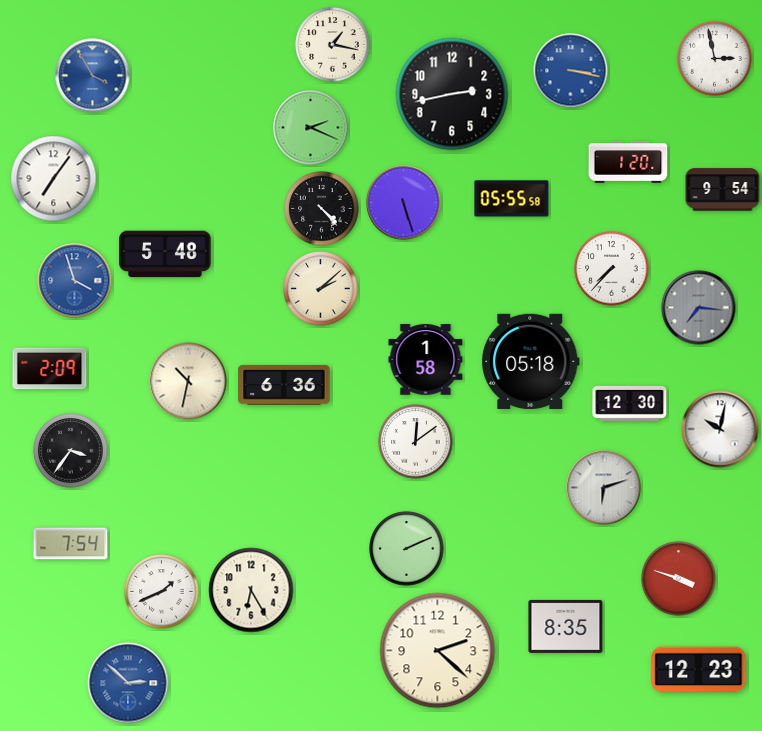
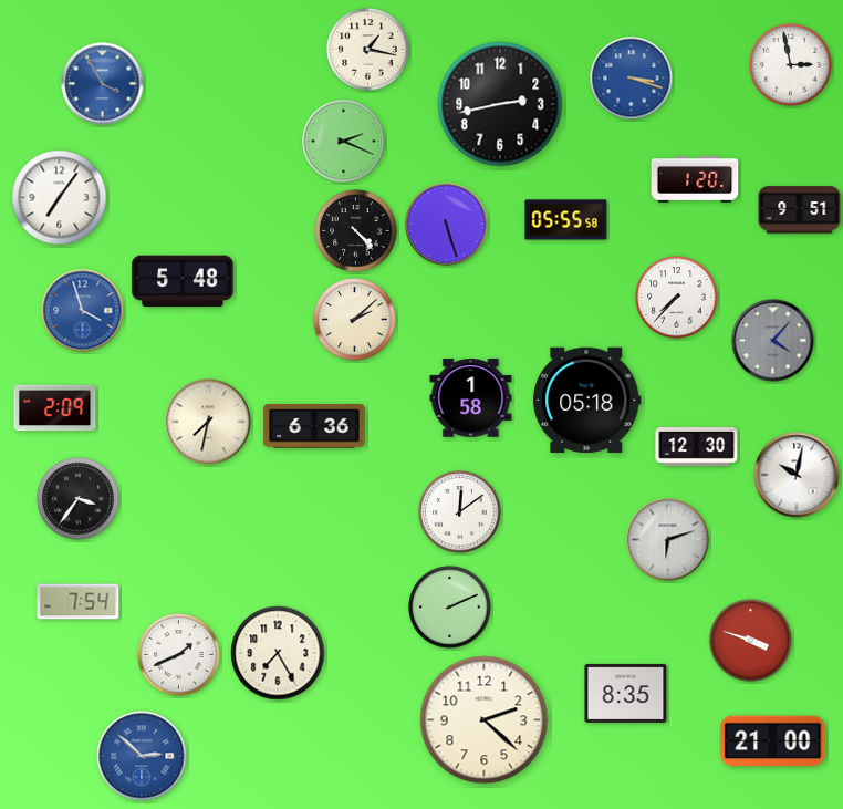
clock at (571, 71): 3:17 -> 3:18
clock at (723, 190): 9:54 -> 9:51
clock at (699, 308): 7:16 -> 4:07
clock at (188, 381): 10:32 -> 7:32
clock at (416, 442) position: (416, 442) -> (460, 512)
clock at (251, 590): 6:25 -> 7:25
clock at (699, 670): 12:23 -> 21:00
